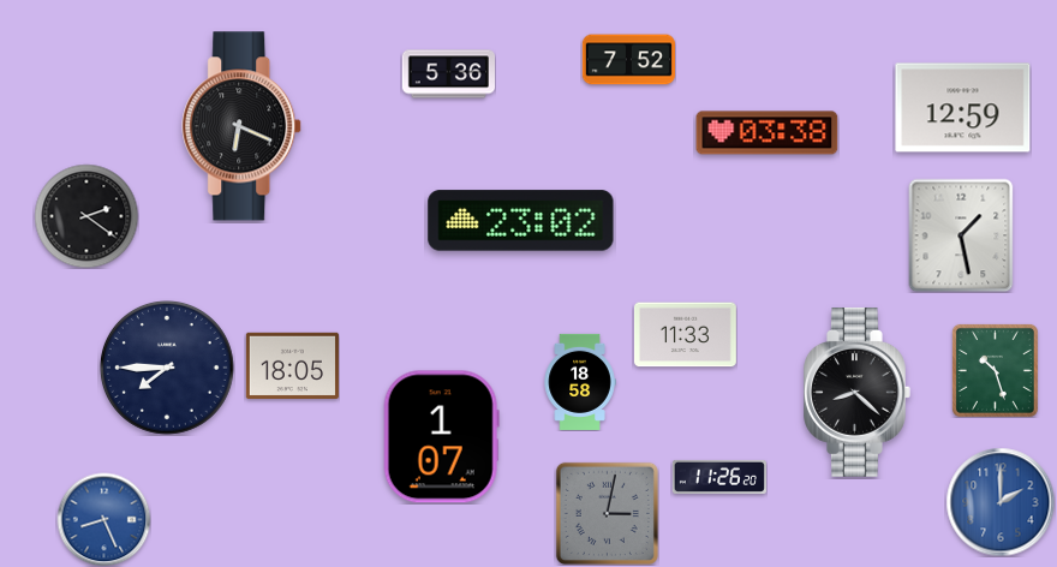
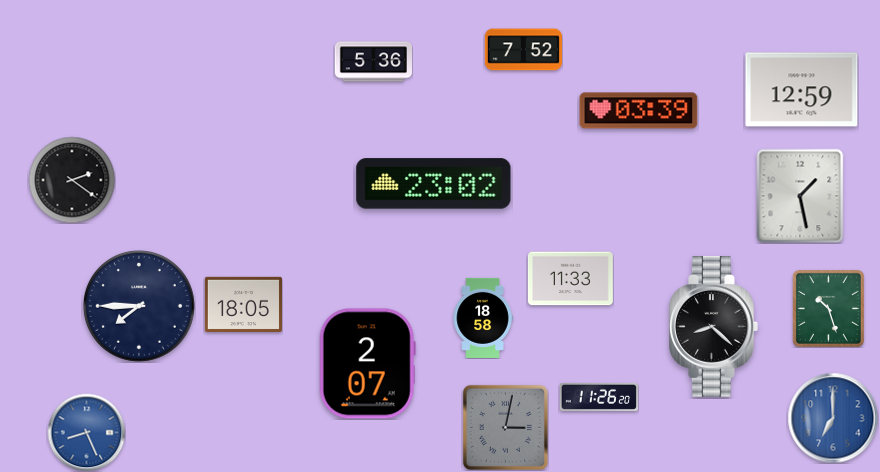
clock at (243, 126): 6:19 -> none
clock at (768, 133): 03:38 -> 03:39
clock at (441, 437): 1:07 -> 2:07
clock at (1001, 502): 2:00 -> 7:00
